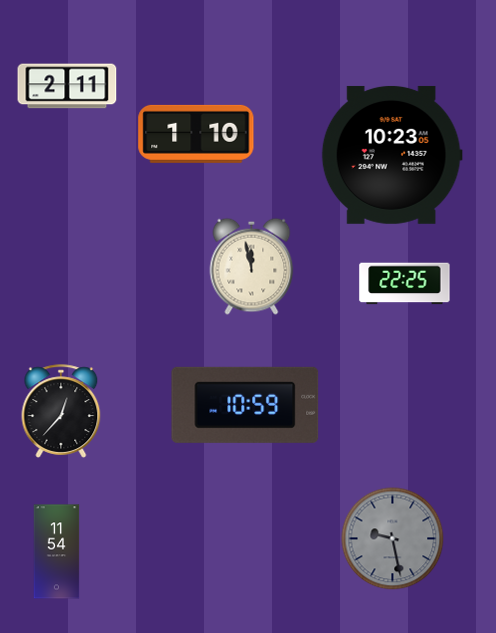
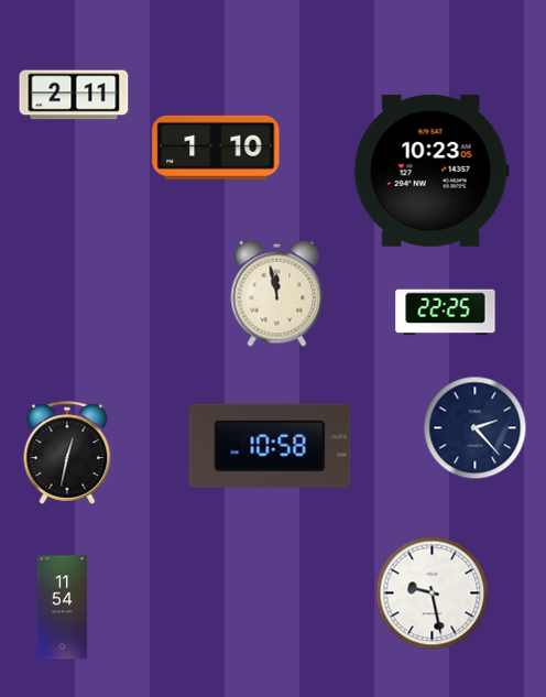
clock at (476, 428): none -> 2:23
clock at (245, 405): 10:59 -> 10:58
clock at (61, 411): 12:37 -> 12:32
clock at (393, 539) dial: grey -> white
